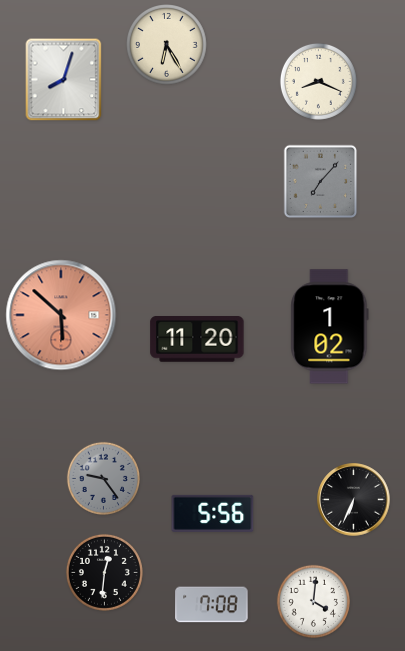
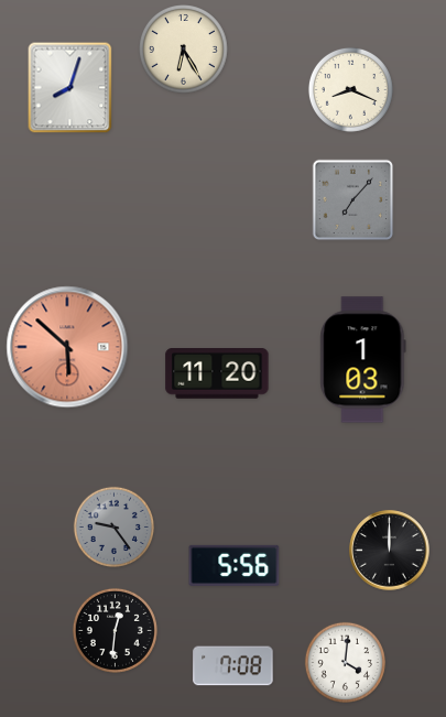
clock at (330, 327): 1:02 -> 1:03
clock at (354, 500): 6:34 -> 12:00
